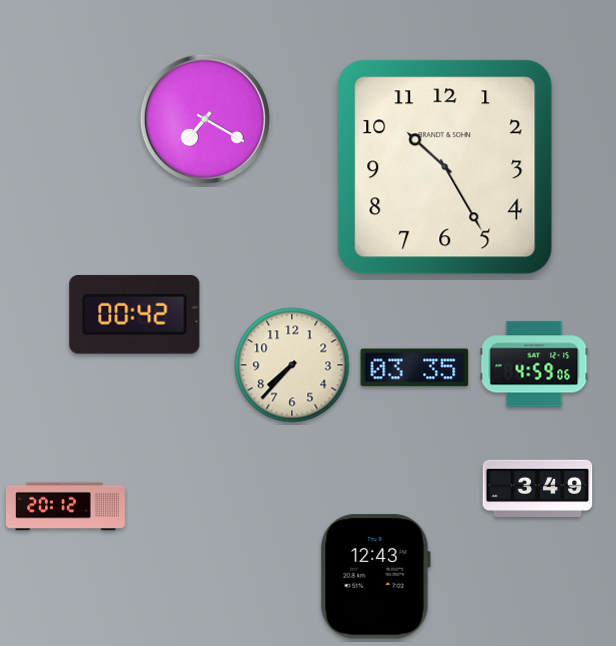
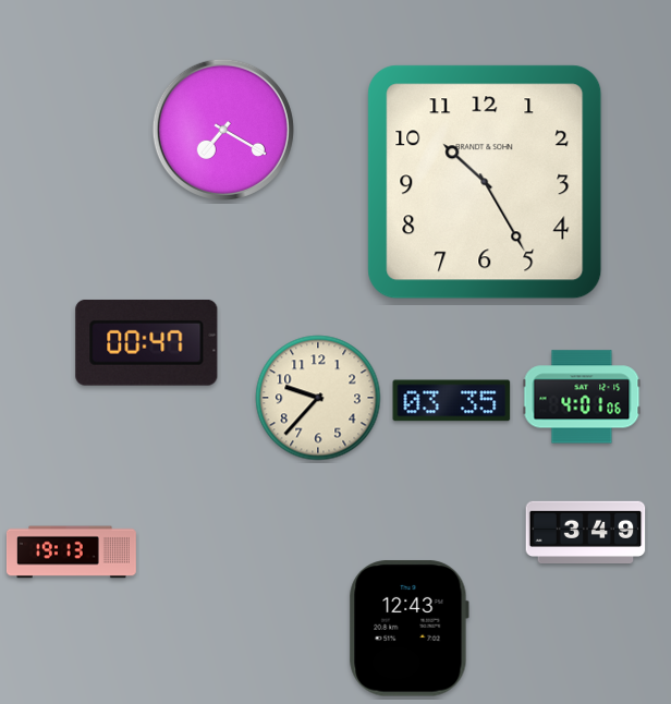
clock at (135, 314): 00:42 -> 00:47
clock at (534, 364): 4:59 -> 4:01
clock at (292, 365): 7:37 -> 9:37
clock at (66, 507): 20:12 -> 19:13
